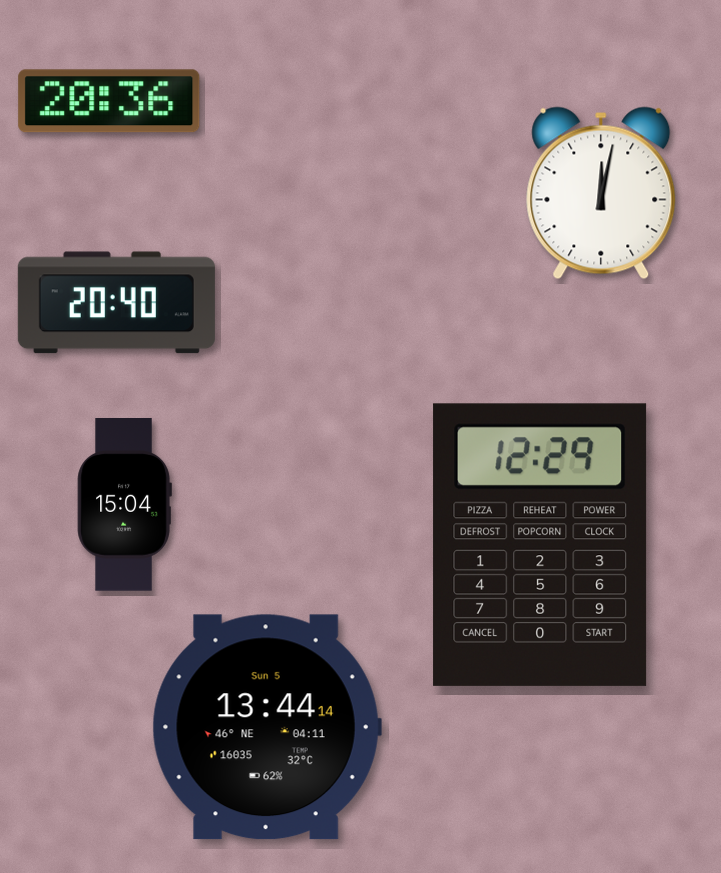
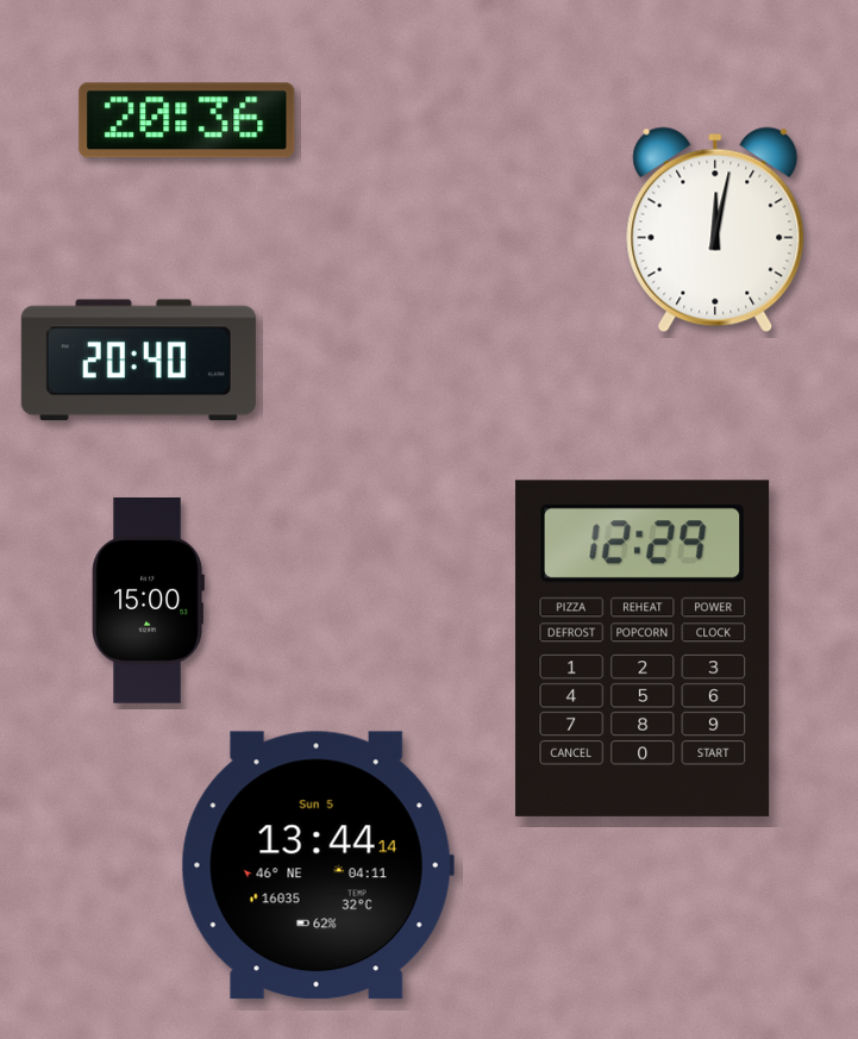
clock at (109, 101) position: (109, 101) -> (187, 120)
clock at (124, 505): 15:04 -> 15:00
